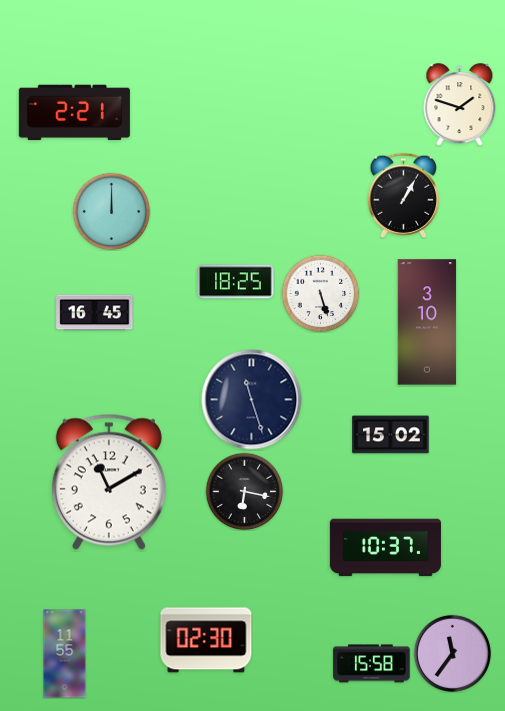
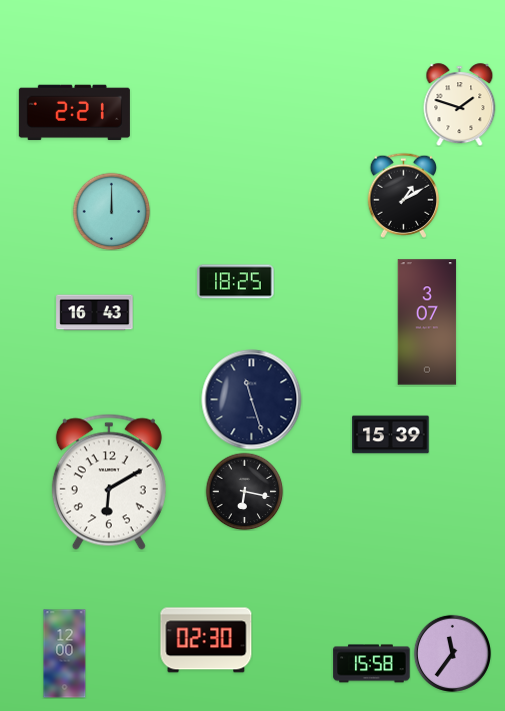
clock at (403, 195): 1:05 -> 1:10
clock at (320, 293): 5:27 -> none
clock at (95, 313): 16:45 -> 16:43
clock at (427, 322): 3:10 -> 3:07
clock at (391, 435): 15:02 -> 15:39
clock at (109, 482): 11:10 -> 6:10
clock at (385, 548): 10:37 -> none
clock at (65, 654): 11:55 -> 12:00
